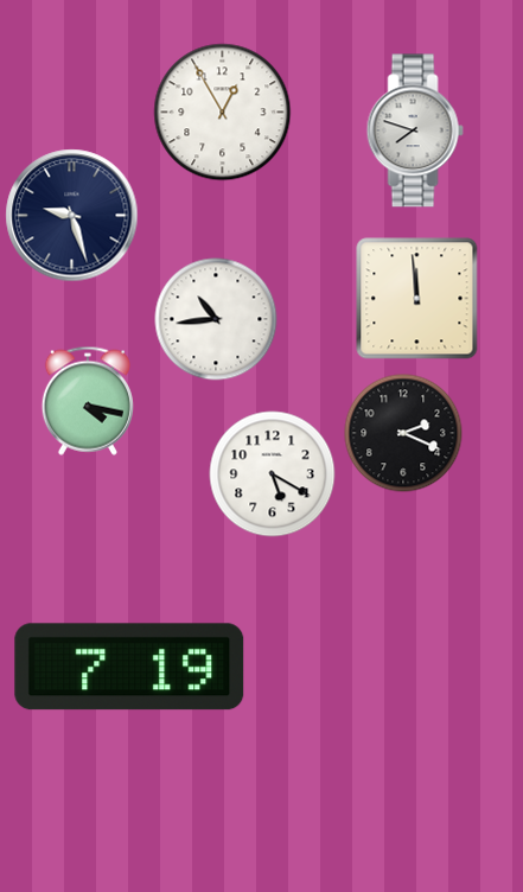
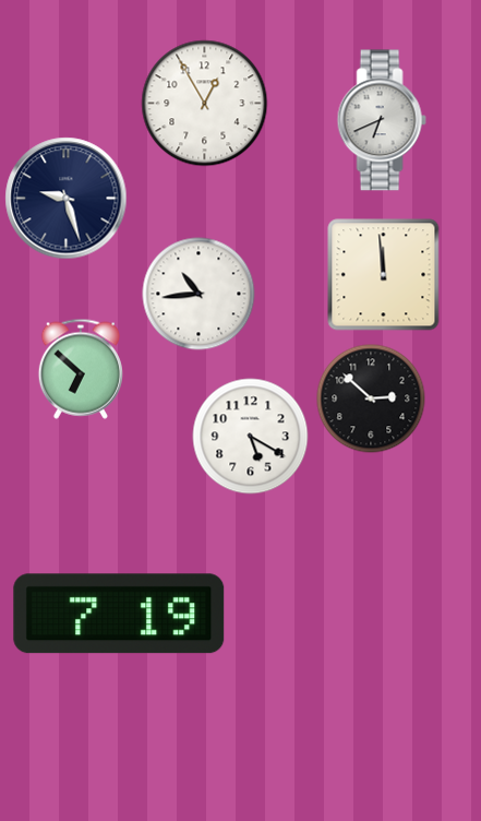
clock at (415, 130): 7:48 -> 6:41
clock at (88, 401): 4:17 -> 6:52
clock at (403, 433): 2:19 -> 2:52
